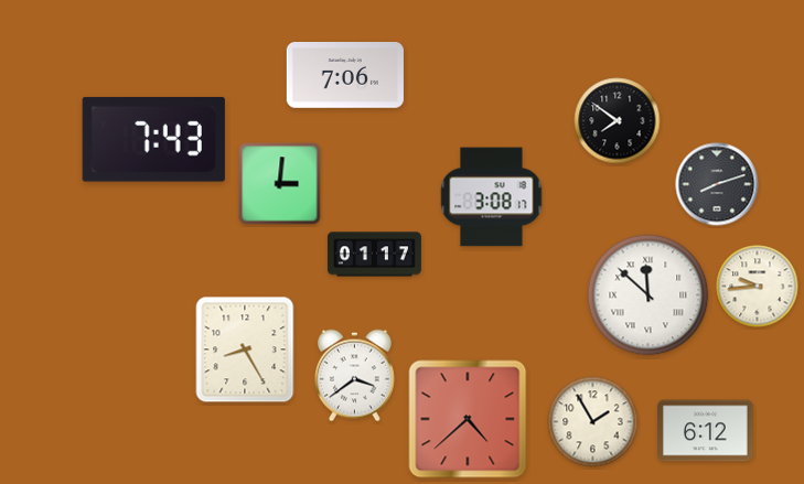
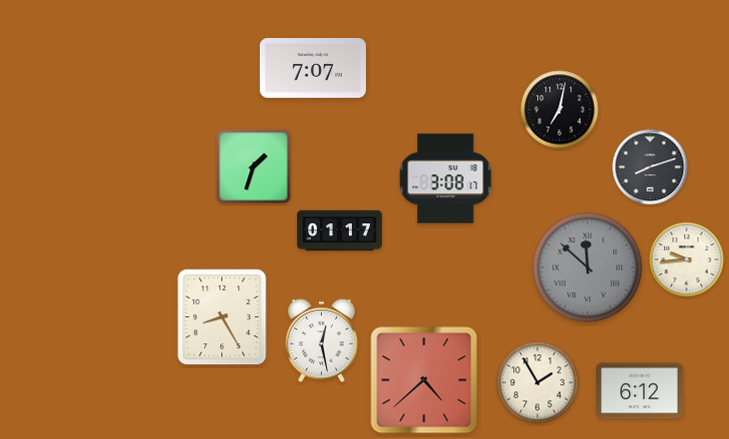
clock at (345, 76): 7:06 -> 7:07
clock at (618, 121): 7:51 -> 7:02
clock at (153, 139): 7:43 -> none
clock at (280, 184): 3:01 -> 1:33
clock at (648, 295) dial: white -> grey
clock at (354, 376): 3:39 -> 12:28
